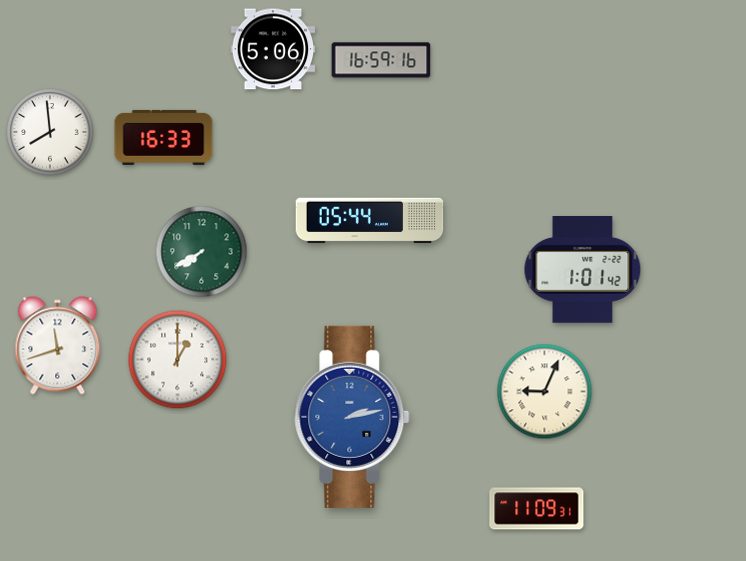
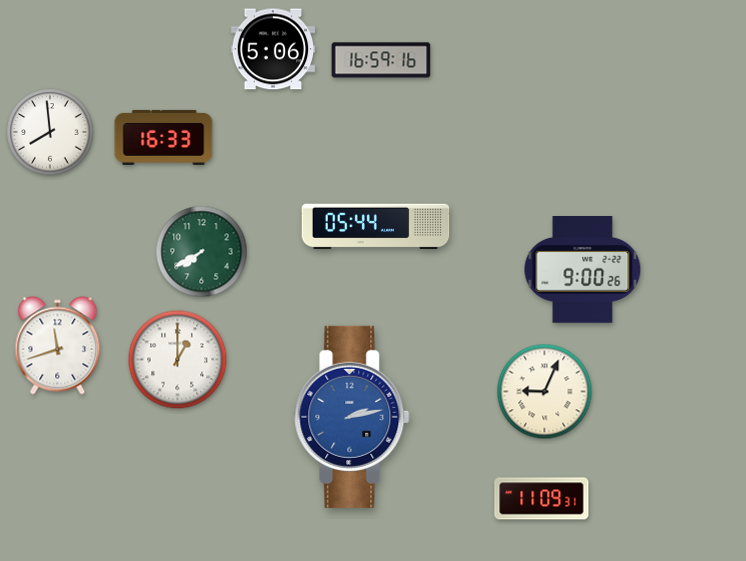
clock at (370, 221) position: (370, 221) -> (376, 227)
clock at (583, 270): 1:01 -> 9:00
clock at (537, 509) position: (537, 509) -> (542, 499)
